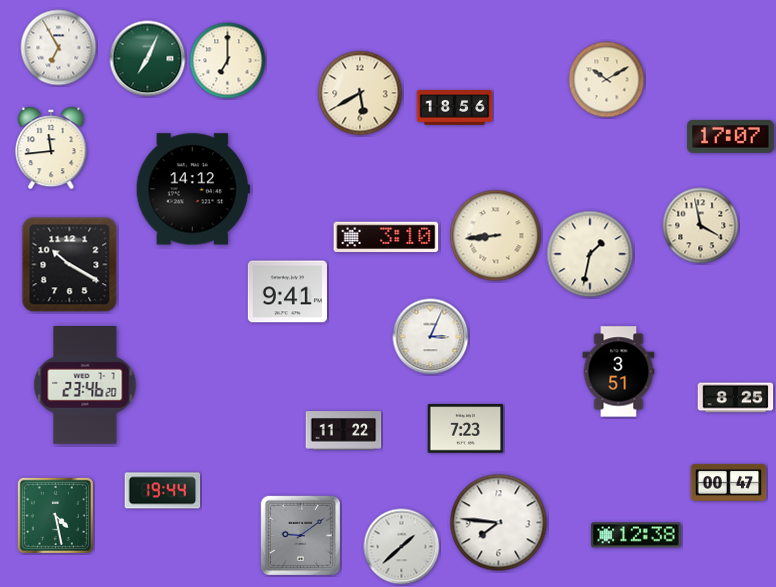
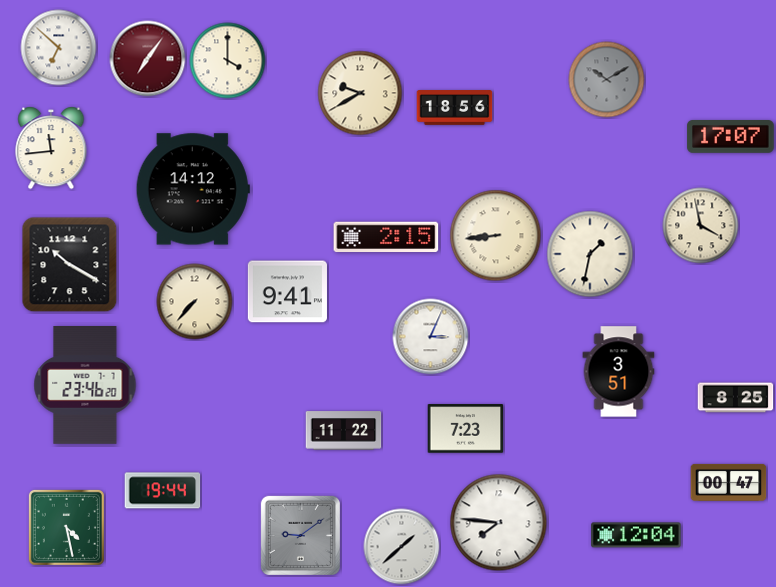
clock at (59, 48): 6:55 -> 6:52
clock at (148, 59): 7:04 -> 7:06
clock at (148, 59) dial: green -> burgundy
clock at (228, 61): 7:00 -> 4:00
clock at (607, 80) dial: cream -> grey
clock at (360, 93): 5:40 -> 9:40
clock at (386, 237): 3:10 -> 2:15
clock at (195, 302): none -> 7:37
clock at (55, 515) position: (55, 515) -> (66, 527)
clock at (636, 535): 12:38 -> 12:04
